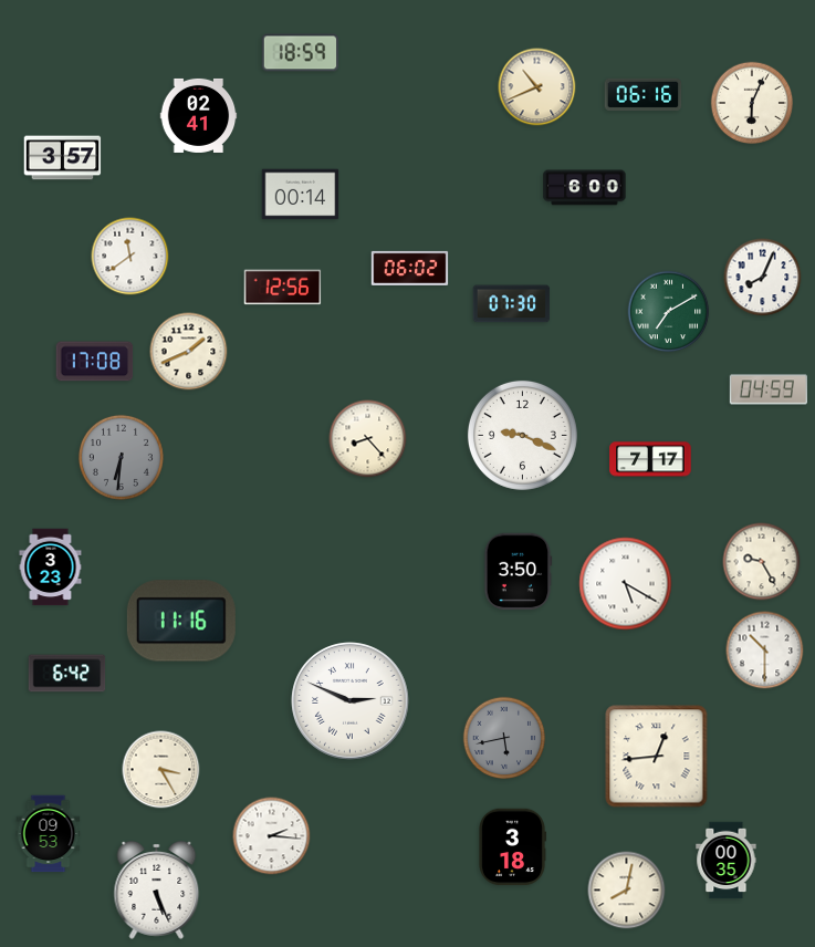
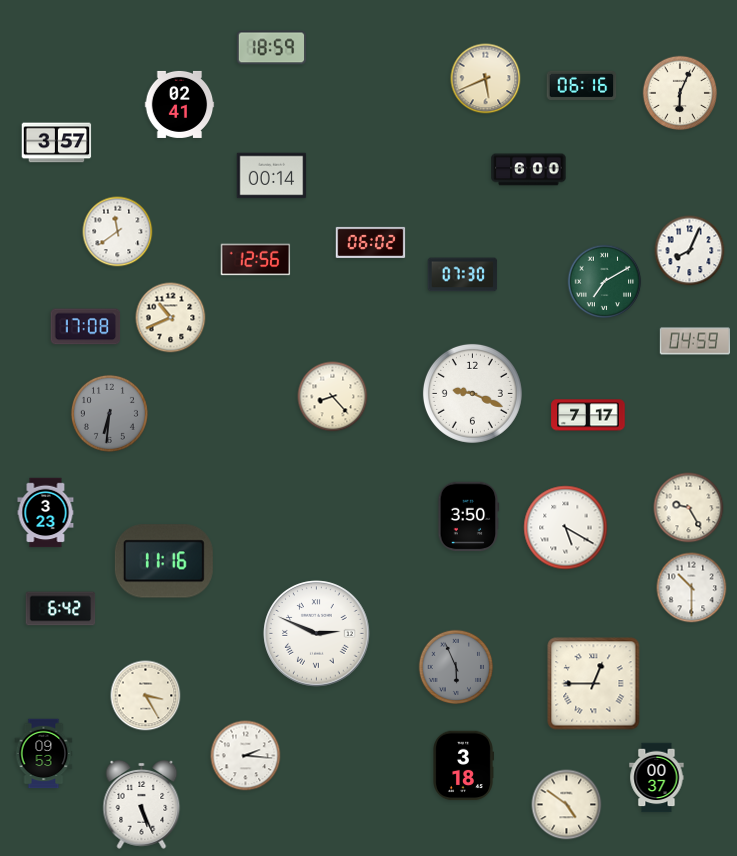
clock at (537, 87): 10:41 -> 5:41
clock at (189, 352): 1:41 -> 10:41
clock at (767, 389) position: (767, 389) -> (694, 341)
clock at (504, 738): 5:43 -> 5:56
clock at (657, 757): 12:44 -> 12:45
clock at (727, 861): 00:35 -> 00:37
clock at (627, 891): 8:02 -> 4:51
